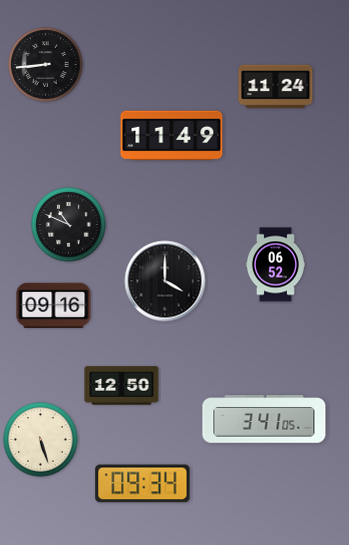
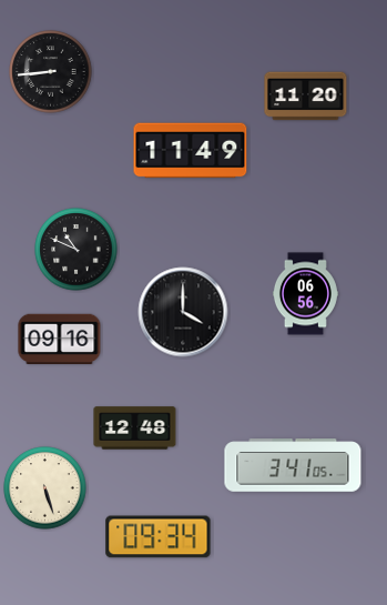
clock at (276, 87): 11:24 -> 11:20
clock at (275, 265): 06:52 -> 06:56
clock at (122, 386): 12:50 -> 12:48
